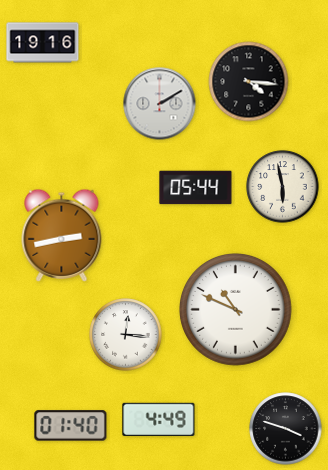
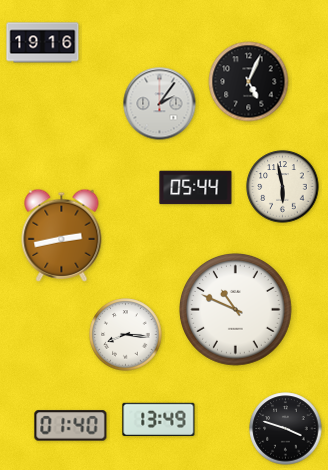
clock at (249, 82): 4:16 -> 5:04
clock at (160, 104): 2:10 -> 2:06
clock at (126, 335): 12:16 -> 8:16
clock at (159, 419): 4:49 -> 13:49
